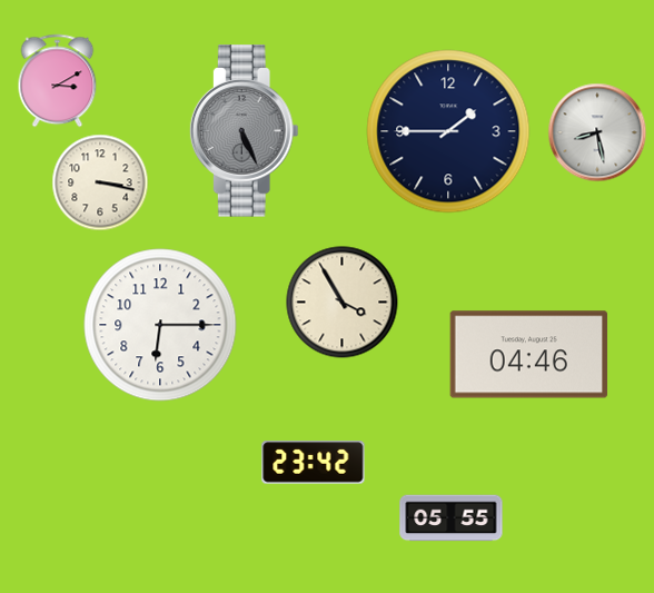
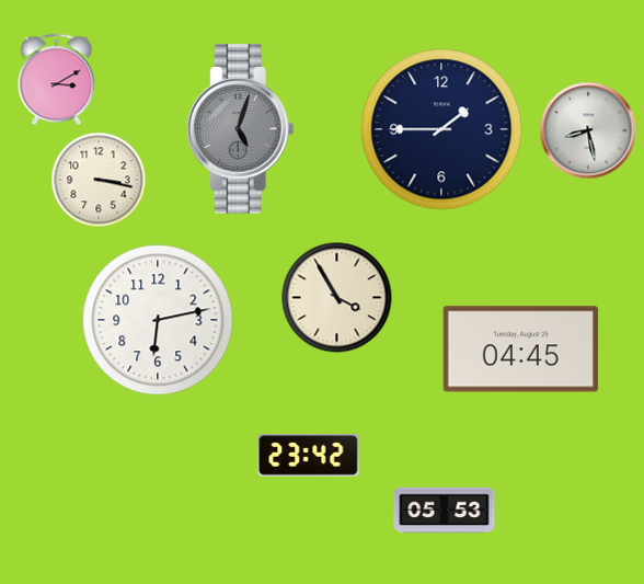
clock at (244, 131): 5:26 -> 5:03
clock at (160, 325): 6:15 -> 6:13
clock at (529, 355): 04:46 -> 04:45
clock at (452, 518): 05:55 -> 05:53
